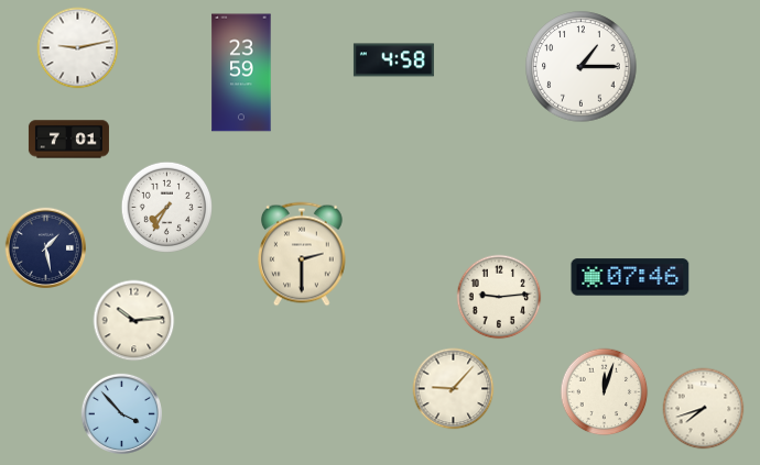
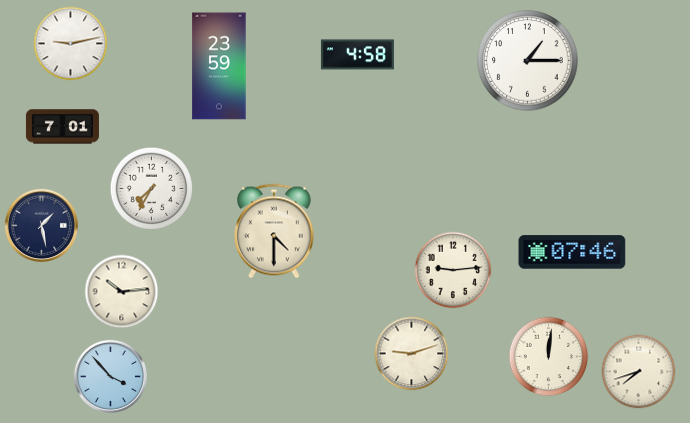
clock at (303, 254): 2:30 -> 4:30
clock at (454, 389): 9:07 -> 9:12
clock at (605, 392): 12:03 -> 12:01
